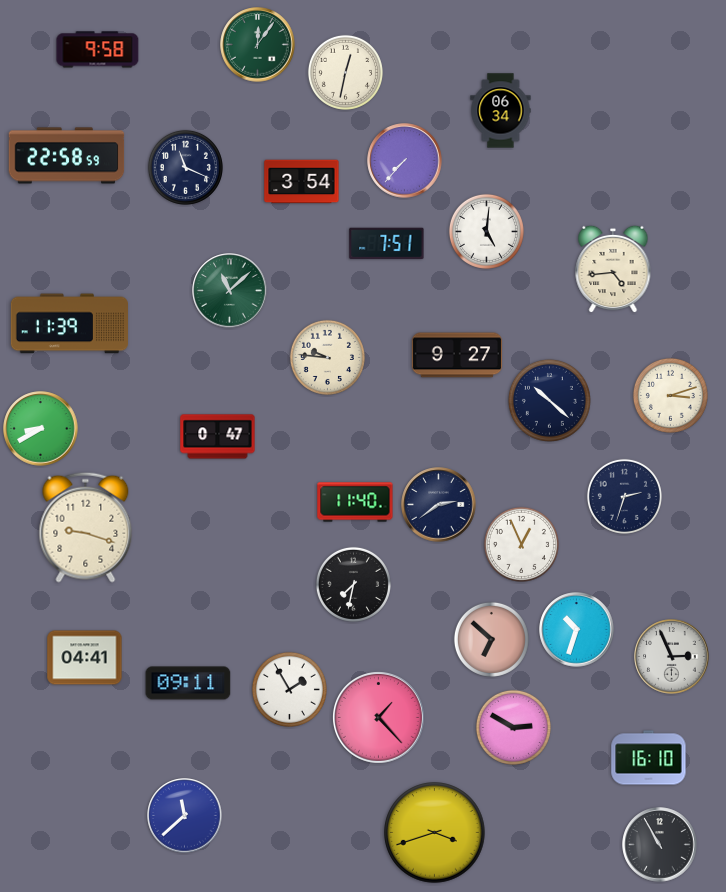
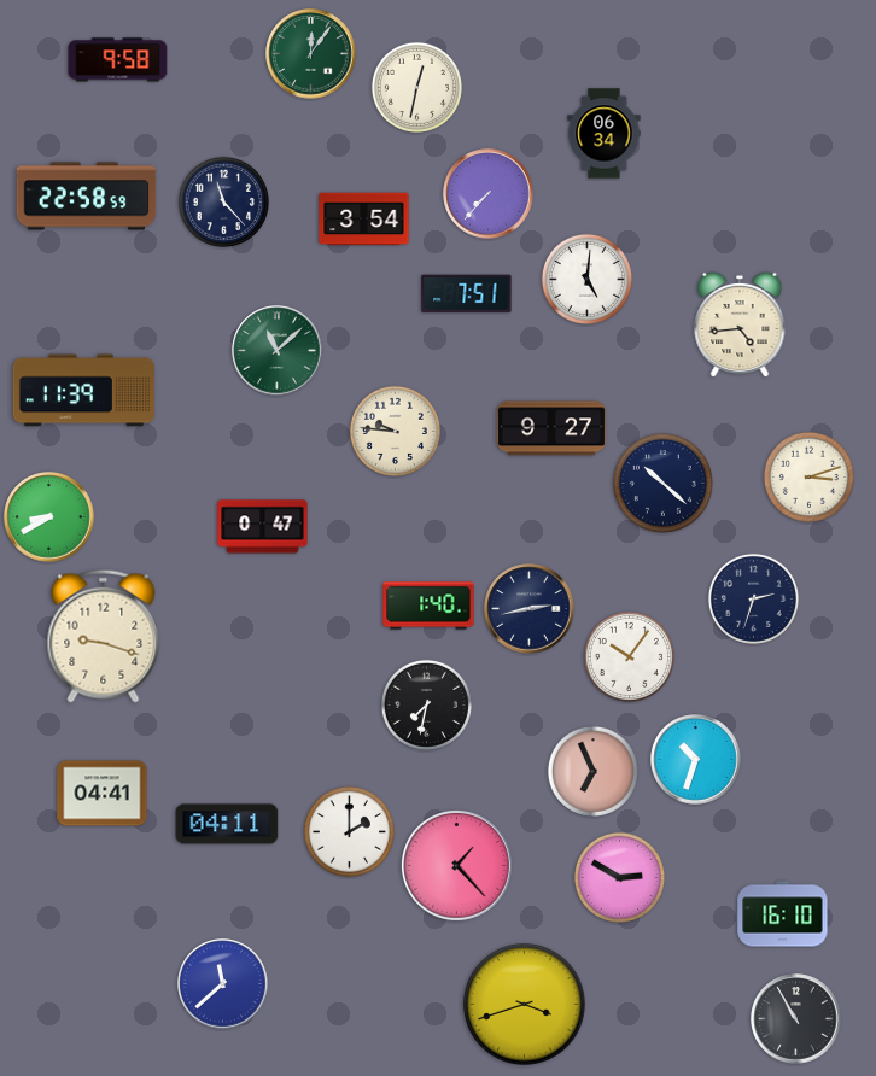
clock at (67, 156) position: (67, 156) -> (87, 197)
clock at (185, 167): 11:19 -> 11:23
clock at (355, 502): 11:40 -> 1:40
clock at (439, 505): 2:39 -> 2:43
clock at (521, 544): 12:56 -> 10:06
clock at (491, 639): 6:52 -> 6:56
clock at (672, 657): 2:56 -> none
clock at (188, 683): 09:11 -> 04:11
clock at (289, 689): 1:55 -> 2:00
